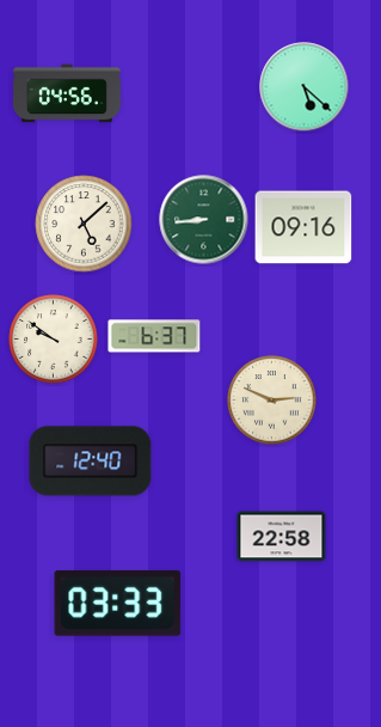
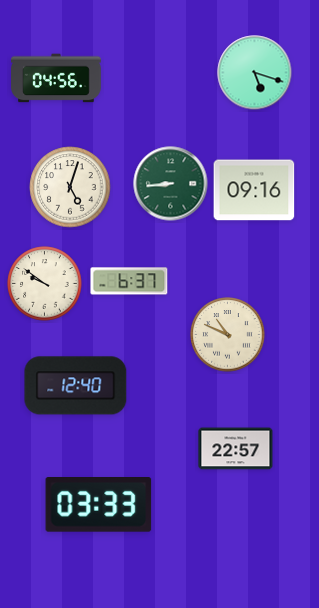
clock at (305, 87): 5:22 -> 5:18
clock at (84, 224): 5:08 -> 5:03
clock at (272, 401): 2:49 -> 10:49
clock at (282, 537): 22:58 -> 22:57
